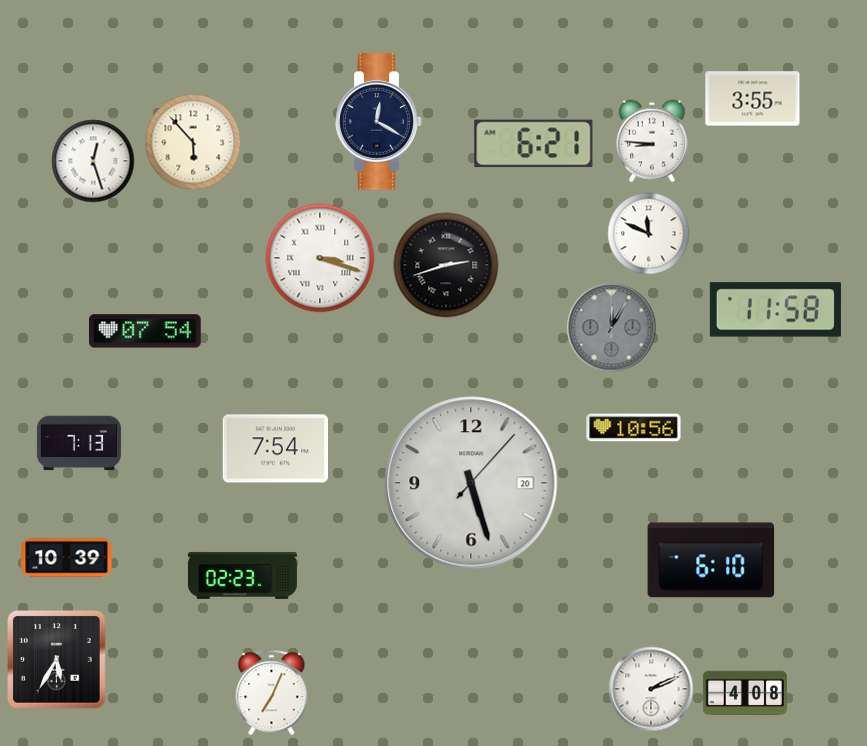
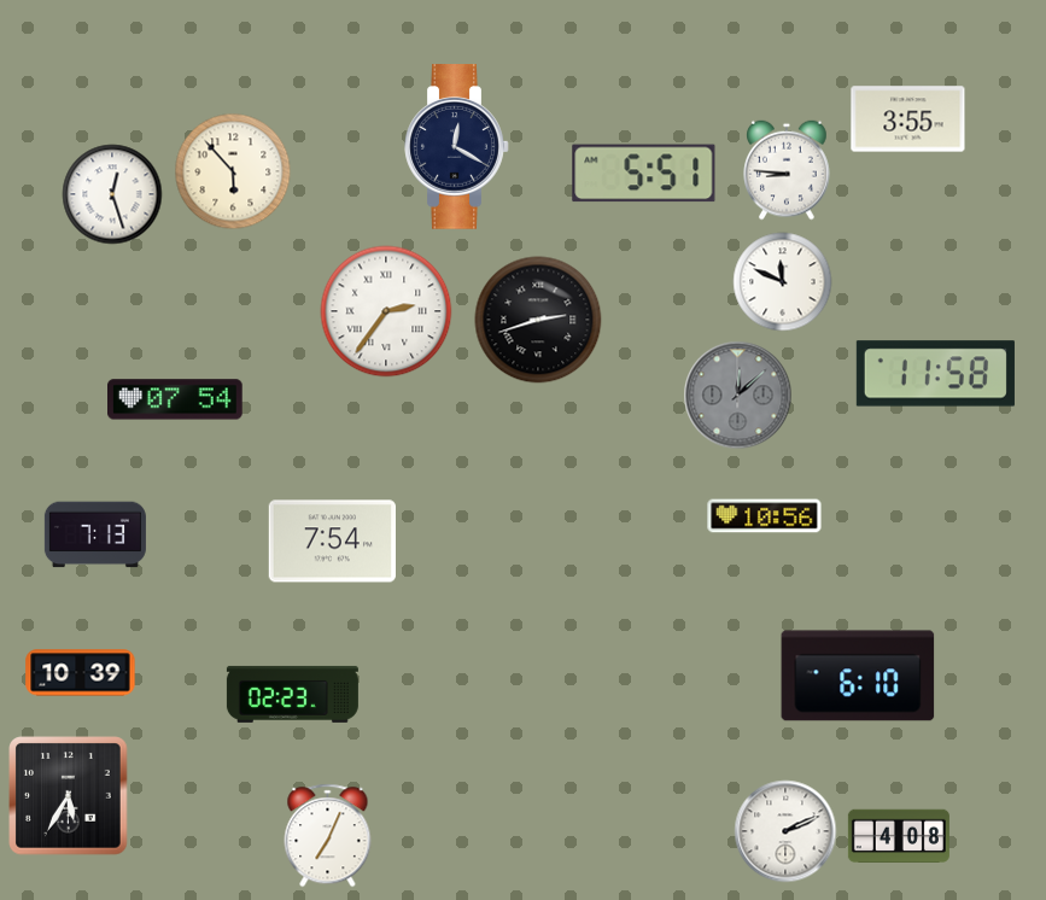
clock at (534, 144): 6:21 -> 5:51
clock at (320, 258): 3:18 -> 2:36
clock at (612, 328): 12:05 -> 12:08
clock at (471, 483): 5:27 -> none
